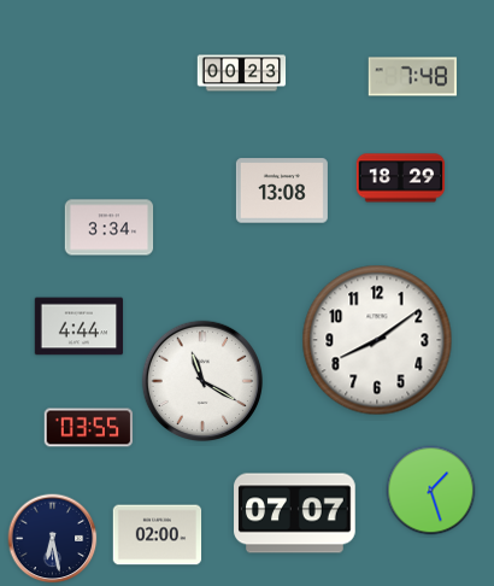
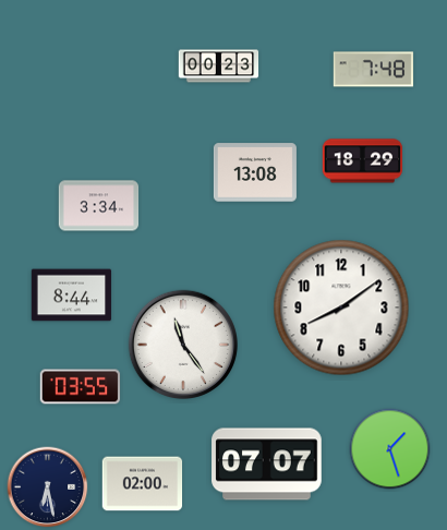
clock at (80, 327): 4:44 -> 8:44
clock at (201, 380): 11:20 -> 11:24
clock at (431, 491) position: (431, 491) -> (390, 449)
